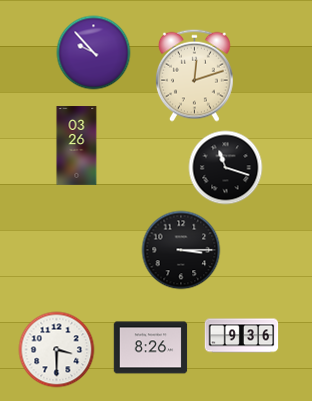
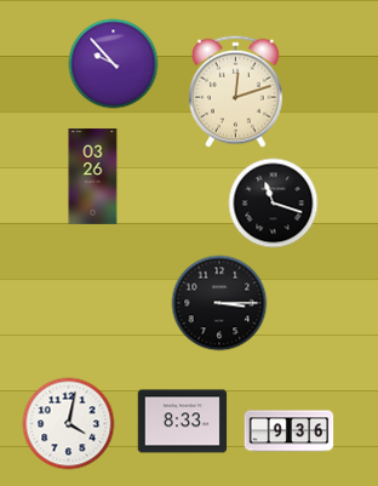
clock at (242, 336) position: (242, 336) -> (290, 431)
clock at (151, 348): 8:26 -> 8:33
clock at (57, 350): 3:30 -> 4:02
